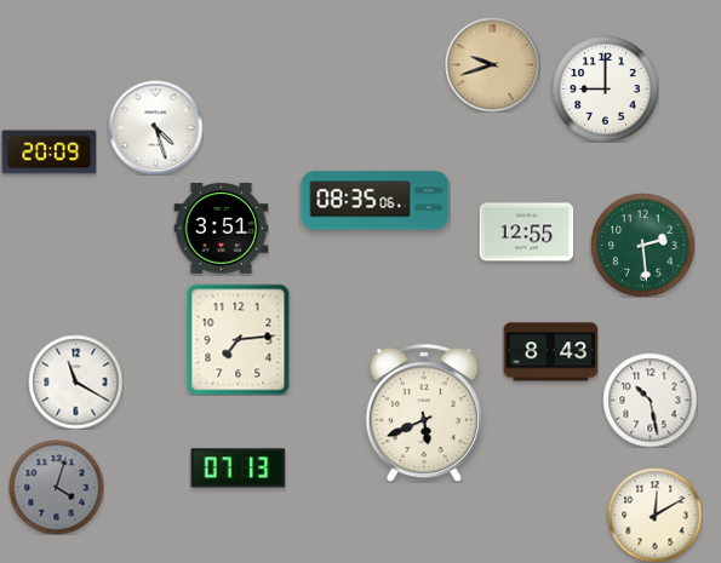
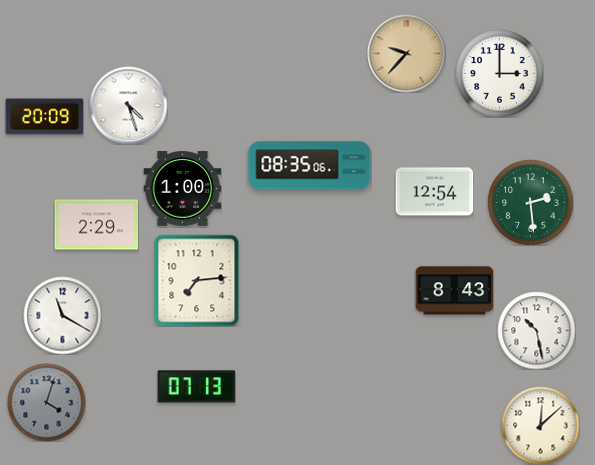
clock at (492, 64): 9:42 -> 9:37
clock at (605, 88): 9:00 -> 3:00
clock at (48, 153) position: (48, 153) -> (44, 117)
clock at (221, 229): 3:51 -> 1:00
clock at (526, 232): 12:55 -> 12:54
clock at (96, 225): none -> 2:29
clock at (424, 413): 5:41 -> none
clock at (654, 515): 12:10 -> 12:08
